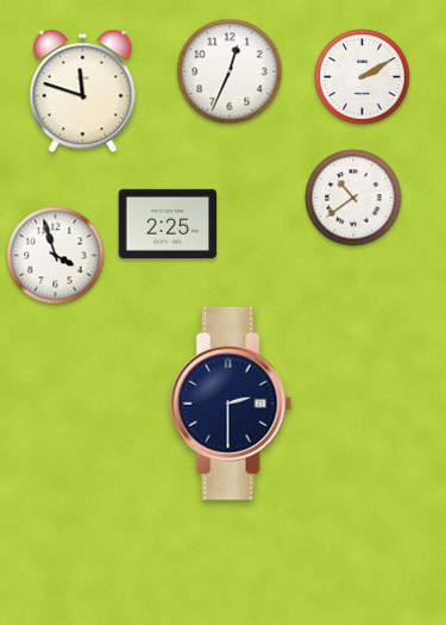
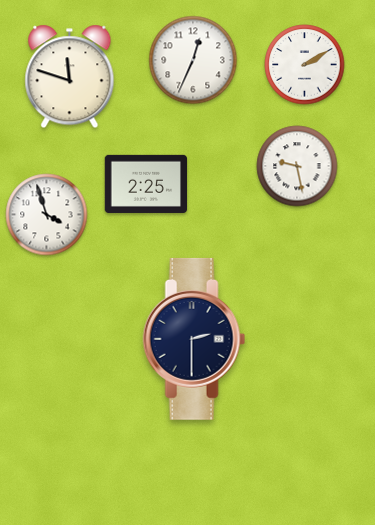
clock at (353, 198): 10:39 -> 9:28
clock at (168, 224) position: (168, 224) -> (146, 184)
